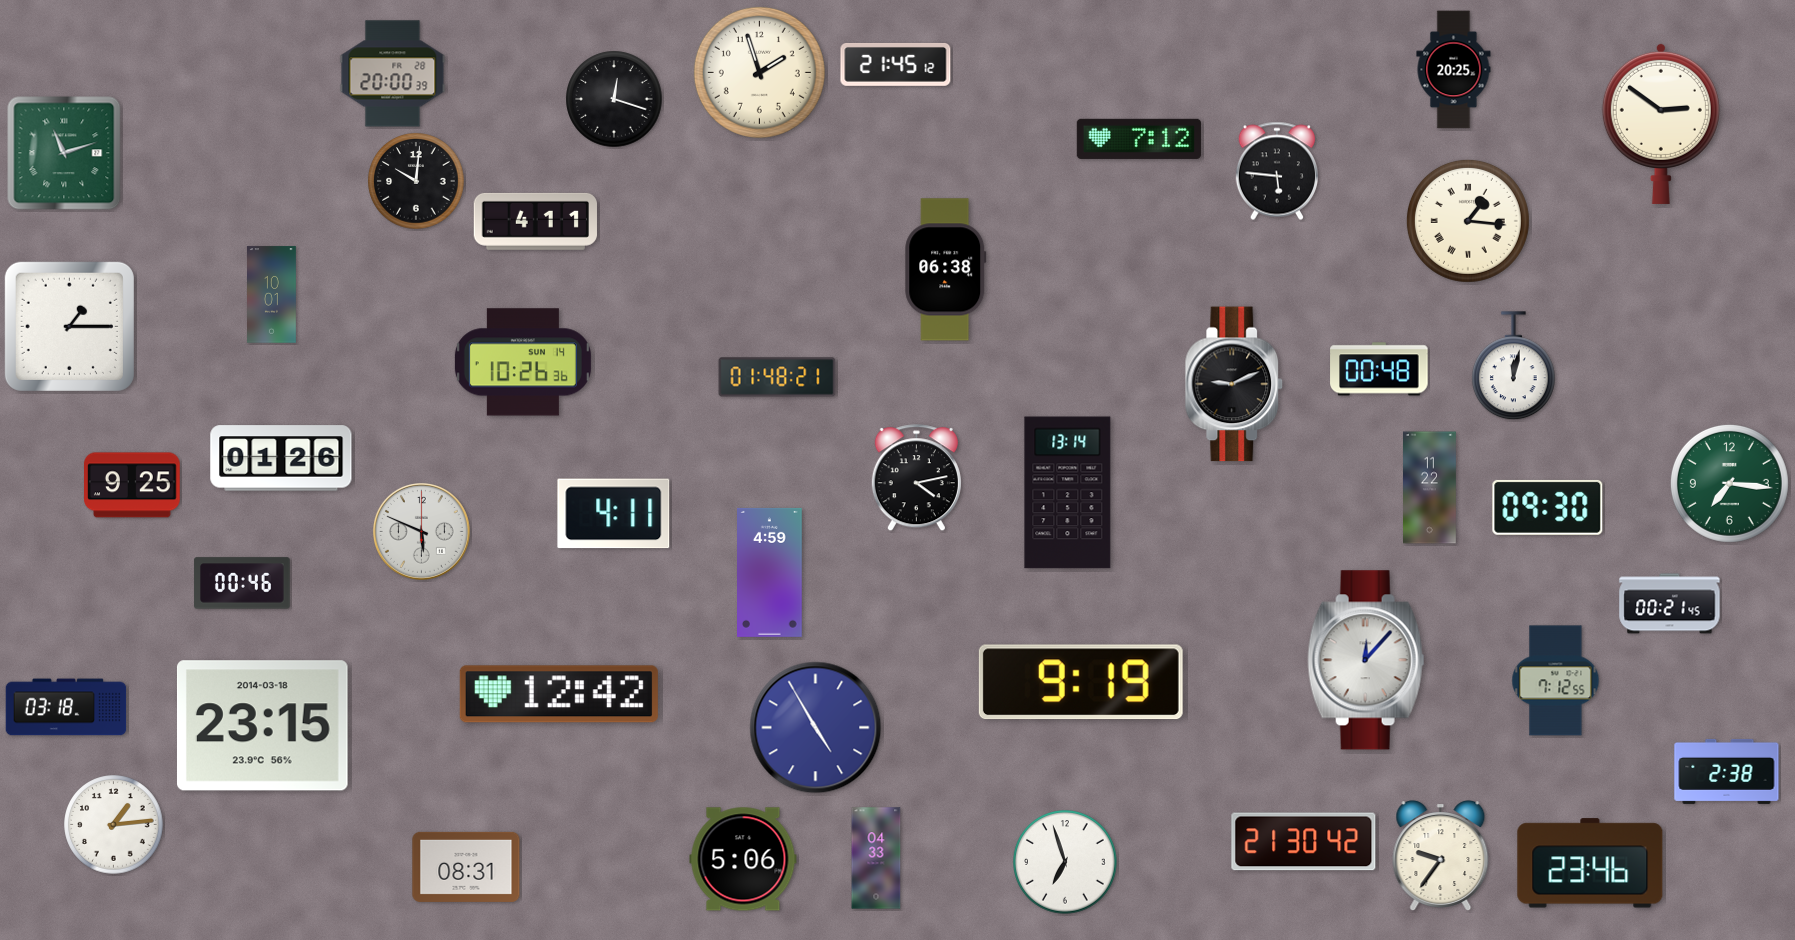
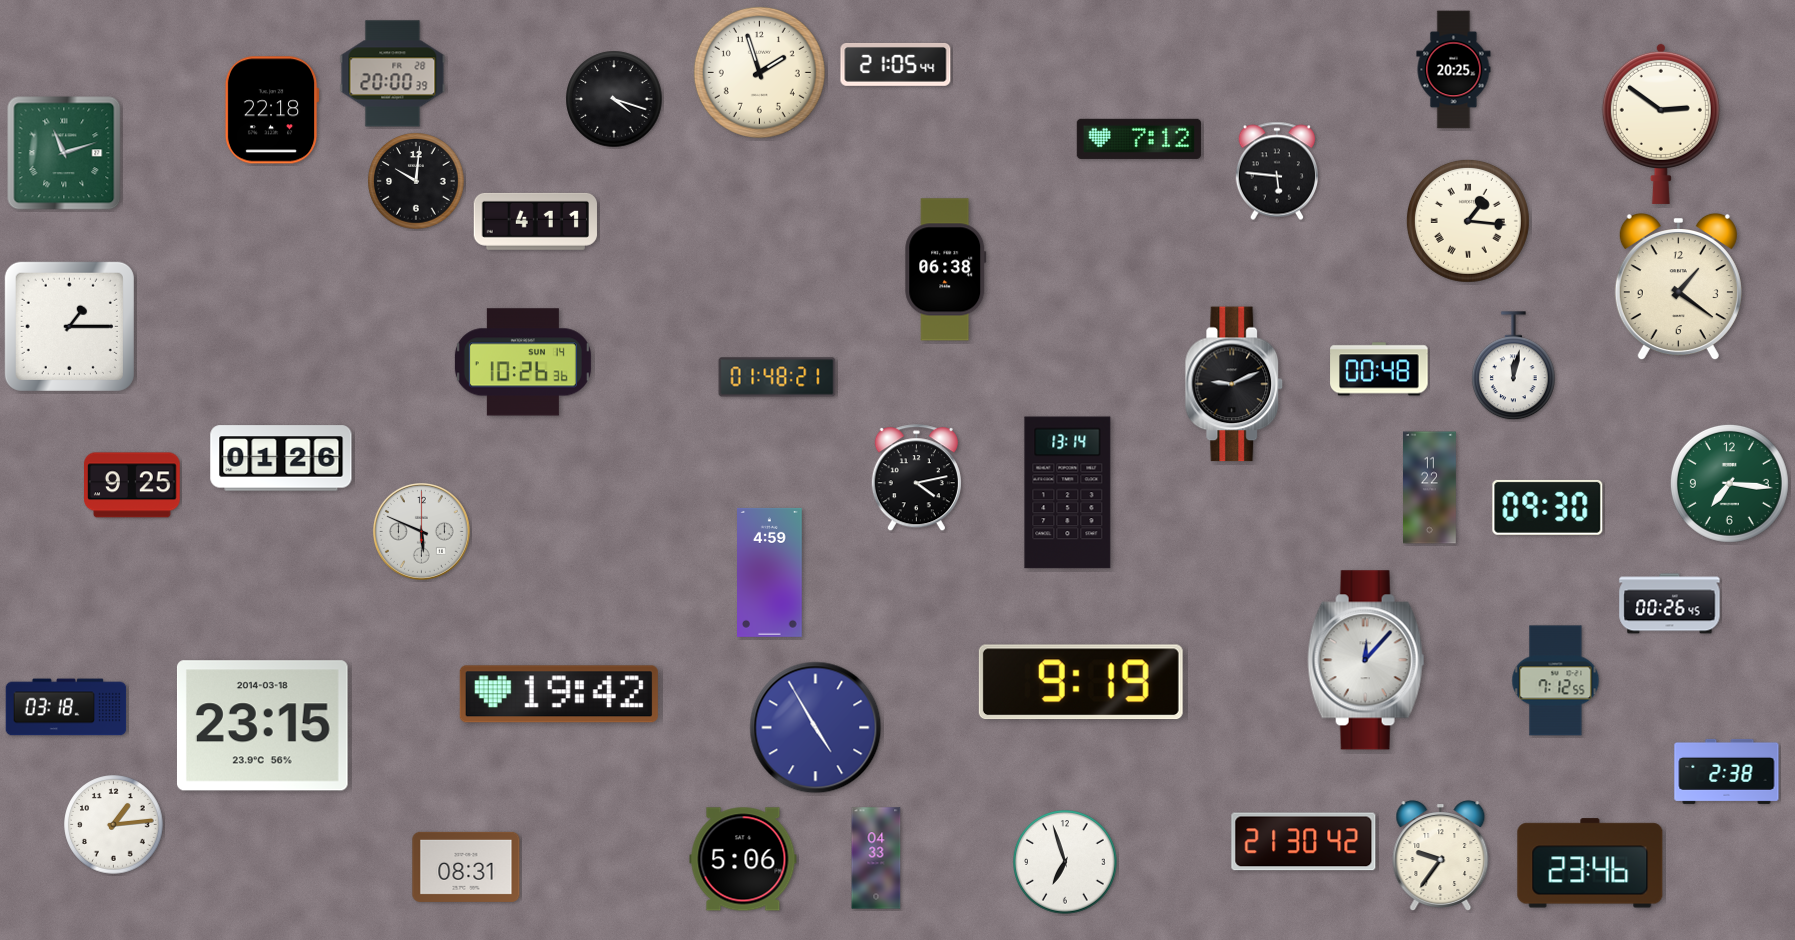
clock at (896, 64): 21:45 -> 21:05
clock at (614, 99): 12:18 -> 4:18
clock at (272, 110): none -> 22:18
clock at (1678, 287): none -> 1:21
clock at (272, 295): 10:01 -> none
clock at (614, 514): 4:11 -> none
clock at (242, 583): 00:46 -> none
clock at (1670, 604): 00:21 -> 00:26
clock at (559, 694): 12:42 -> 19:42
